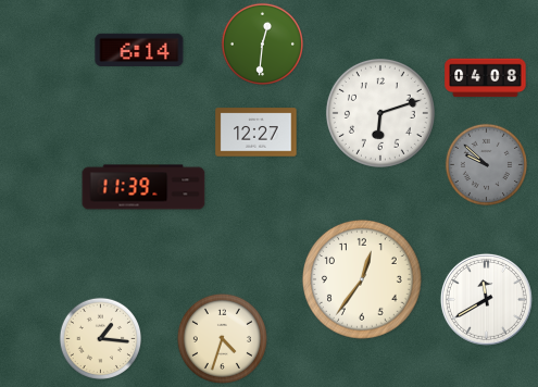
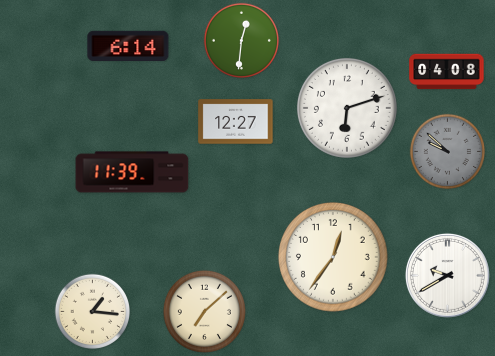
clock at (380, 113) position: (380, 113) -> (347, 108)
clock at (486, 299): 11:40 -> 9:40
clock at (222, 338): 4:33 -> 7:08
